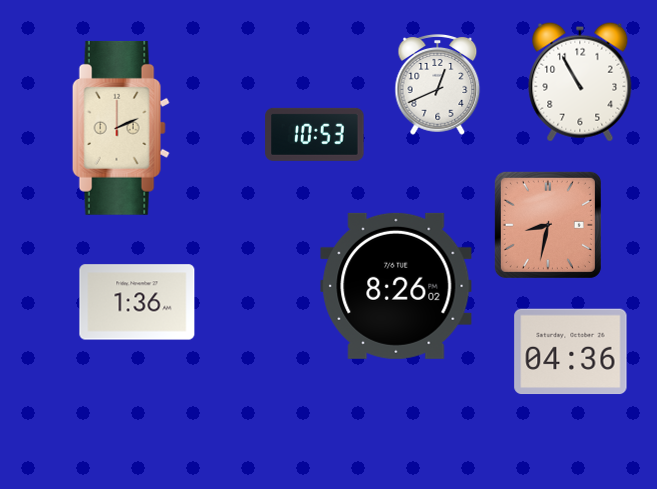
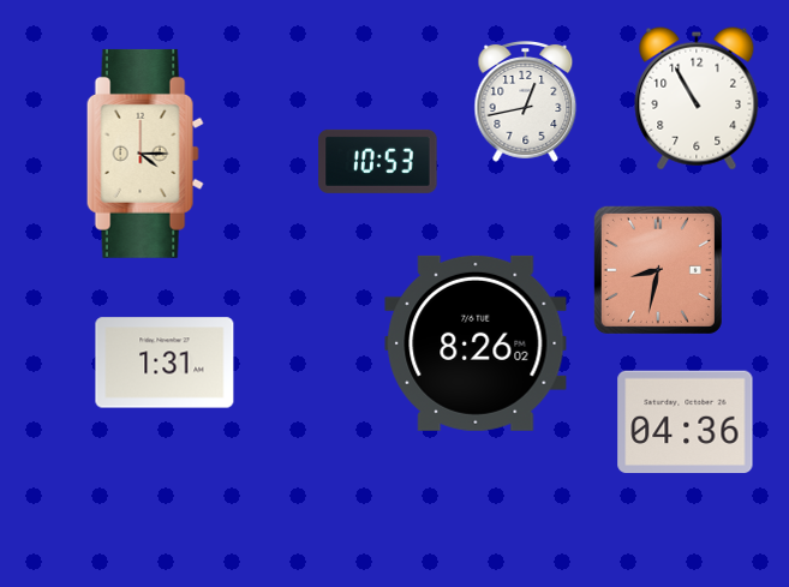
clock at (438, 85): 12:41 -> 12:43
clock at (121, 128): 2:11 -> 4:15
clock at (137, 302): 1:36 -> 1:31
